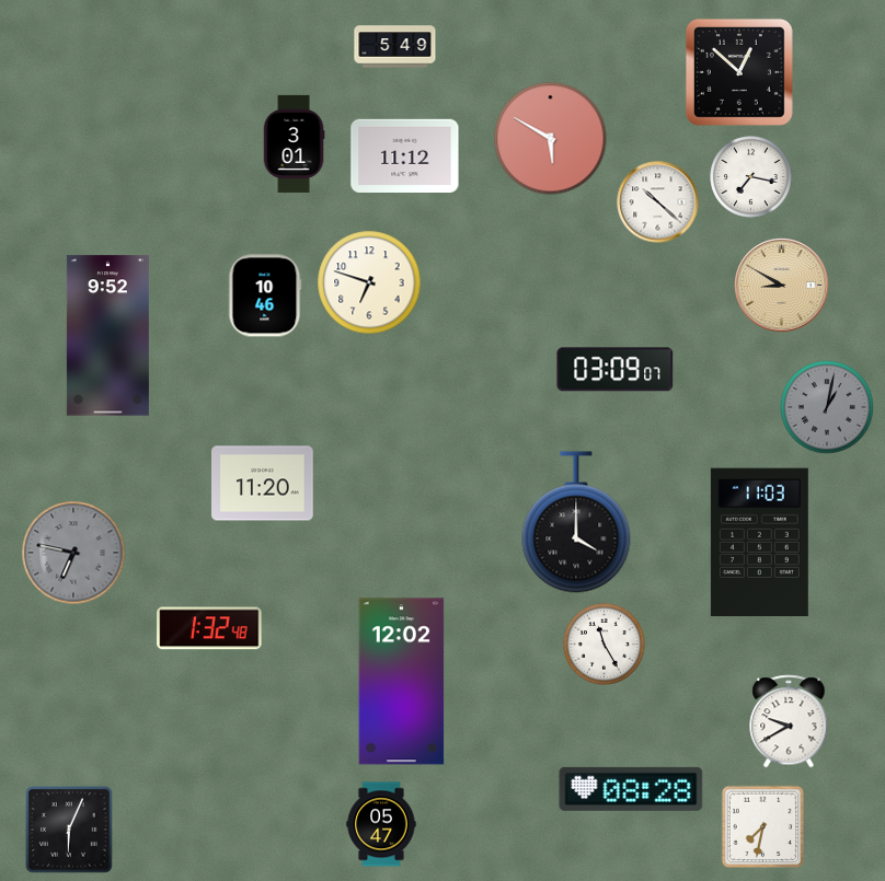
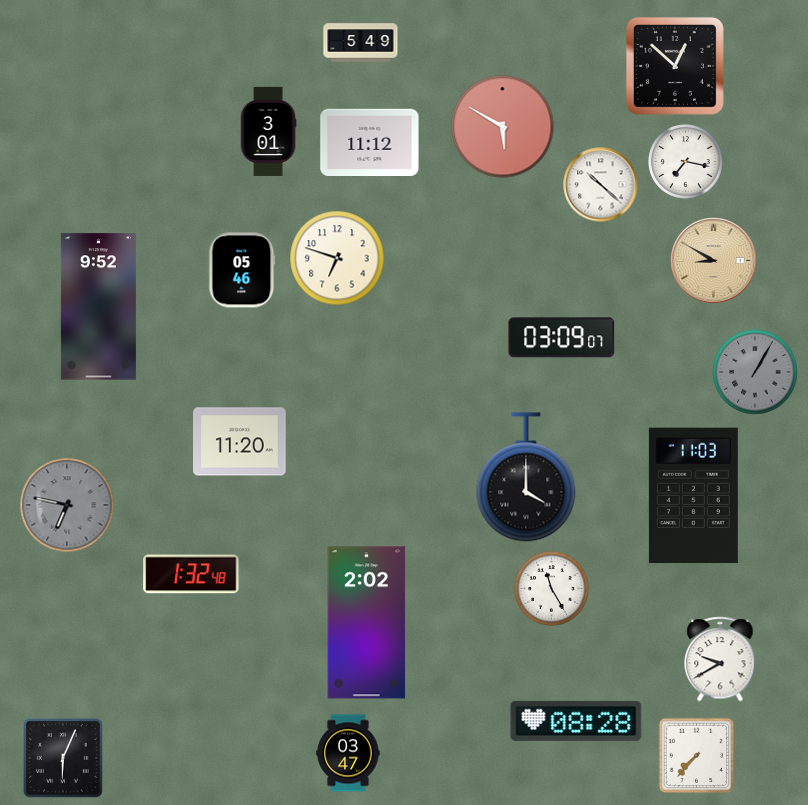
clock at (265, 295): 10:46 -> 05:46
clock at (827, 407): 1:02 -> 1:05
clock at (402, 682): 12:02 -> 2:02
clock at (381, 824): 05:47 -> 03:47
clock at (763, 827): 7:32 -> 7:37
